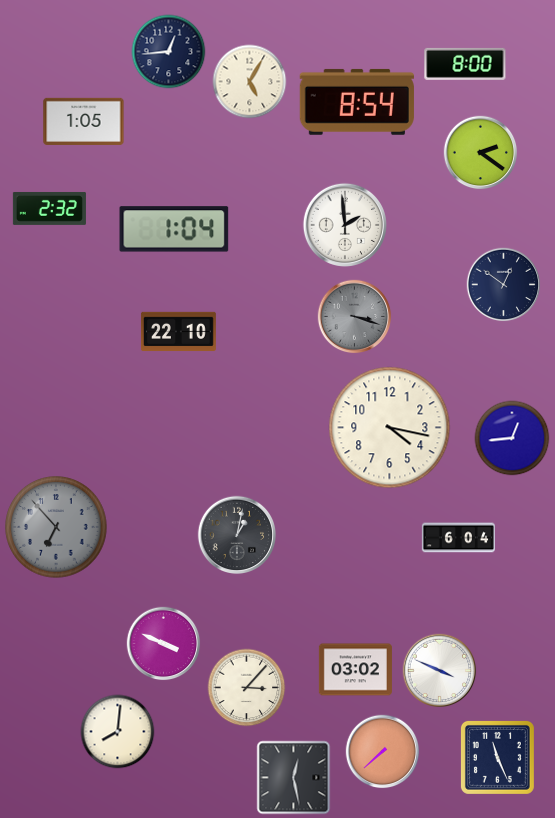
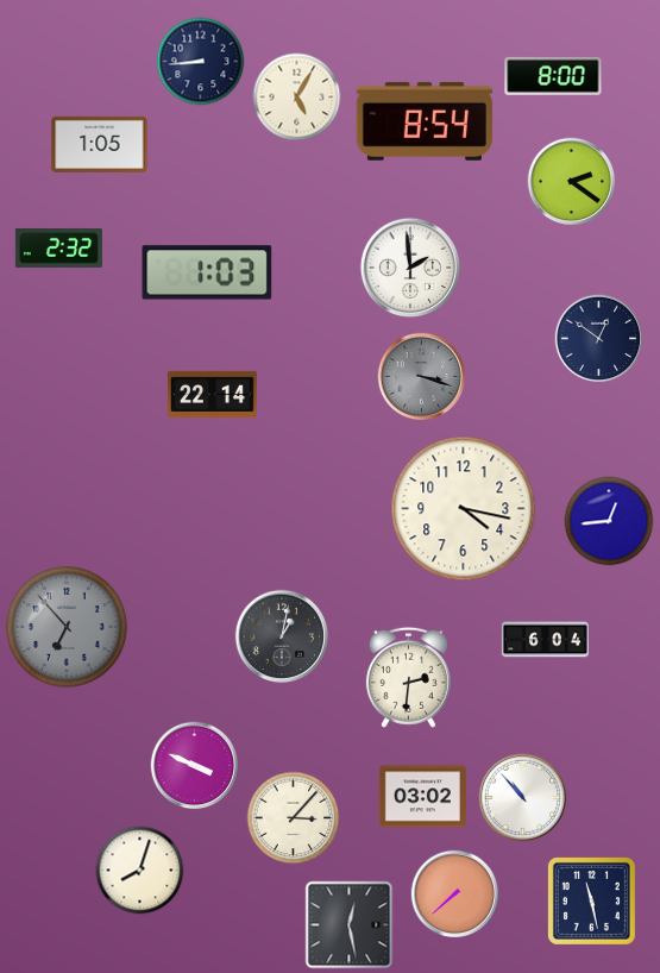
clock at (169, 52): 12:44 -> 8:44
clock at (174, 229): 1:04 -> 1:03
clock at (178, 332): 22:10 -> 22:14
clock at (408, 677): none -> 2:31
clock at (440, 671): 3:49 -> 10:53
clock at (118, 732): 8:01 -> 8:03
clock at (497, 757): 11:26 -> 11:28
